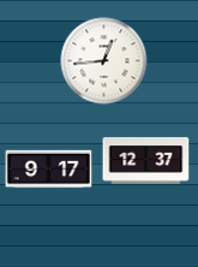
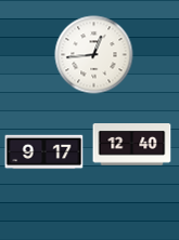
clock at (146, 161): 12:37 -> 12:40
